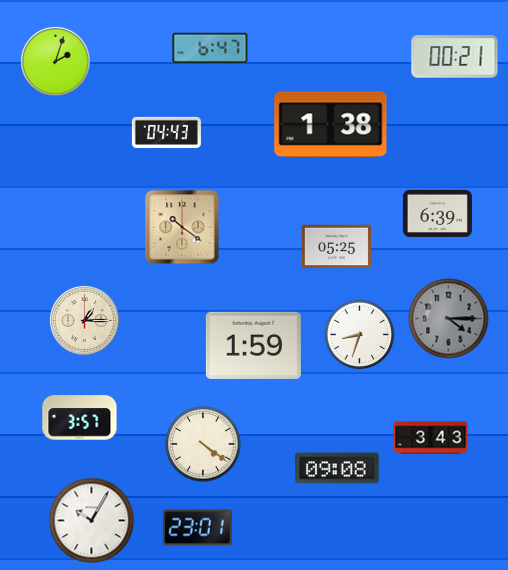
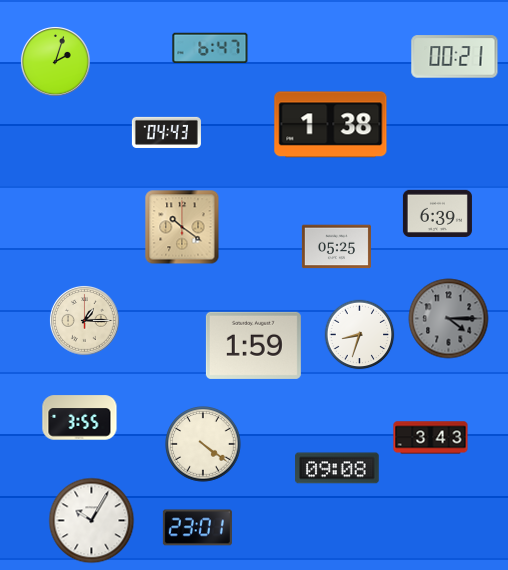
clock at (80, 418): 3:57 -> 3:55
